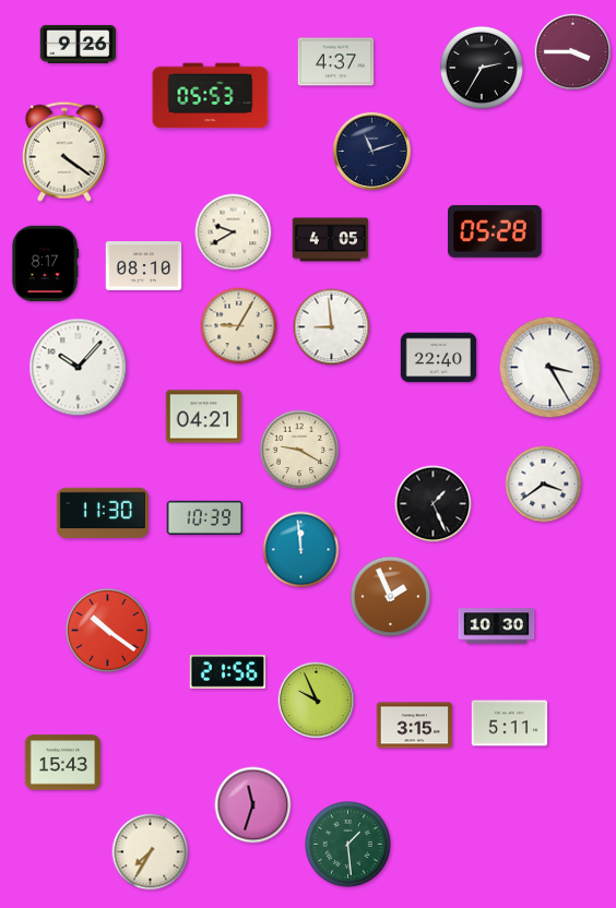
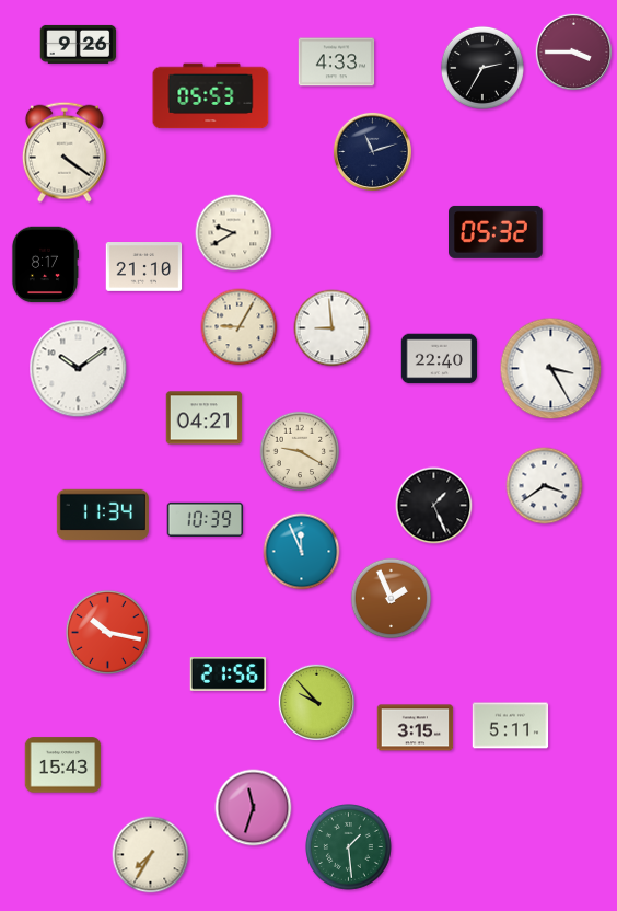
clock at (336, 62): 4:37 -> 4:33
clock at (495, 231): 05:28 -> 05:32
clock at (331, 240): 4:05 -> none
clock at (144, 266): 08:10 -> 21:10
clock at (79, 368): 10:07 -> 10:09
clock at (103, 513): 11:30 -> 11:34
clock at (301, 550): 11:59 -> 11:56
clock at (497, 626): 10:30 -> none
clock at (107, 630): 10:21 -> 10:17
clock at (316, 700): 9:56 -> 9:53
